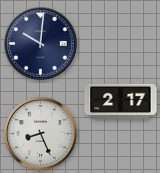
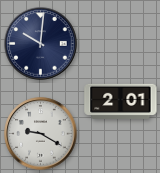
clock at (121, 101): 2:17 -> 2:01
clock at (41, 134): 8:26 -> 9:20
